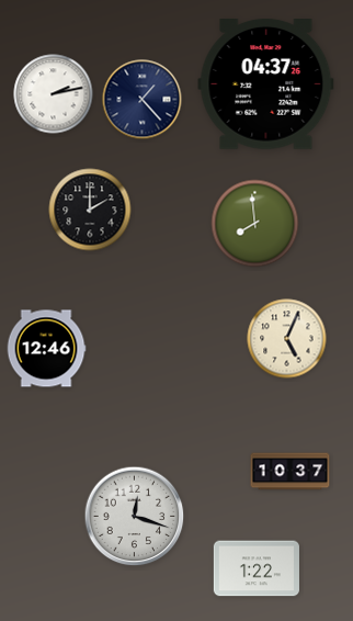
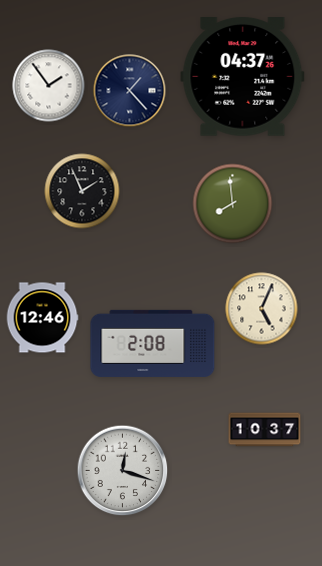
clock at (54, 94): 2:13 -> 1:54
clock at (90, 210): 2:00 -> 1:56
clock at (153, 343): none -> 2:08
clock at (257, 568): 1:22 -> none
